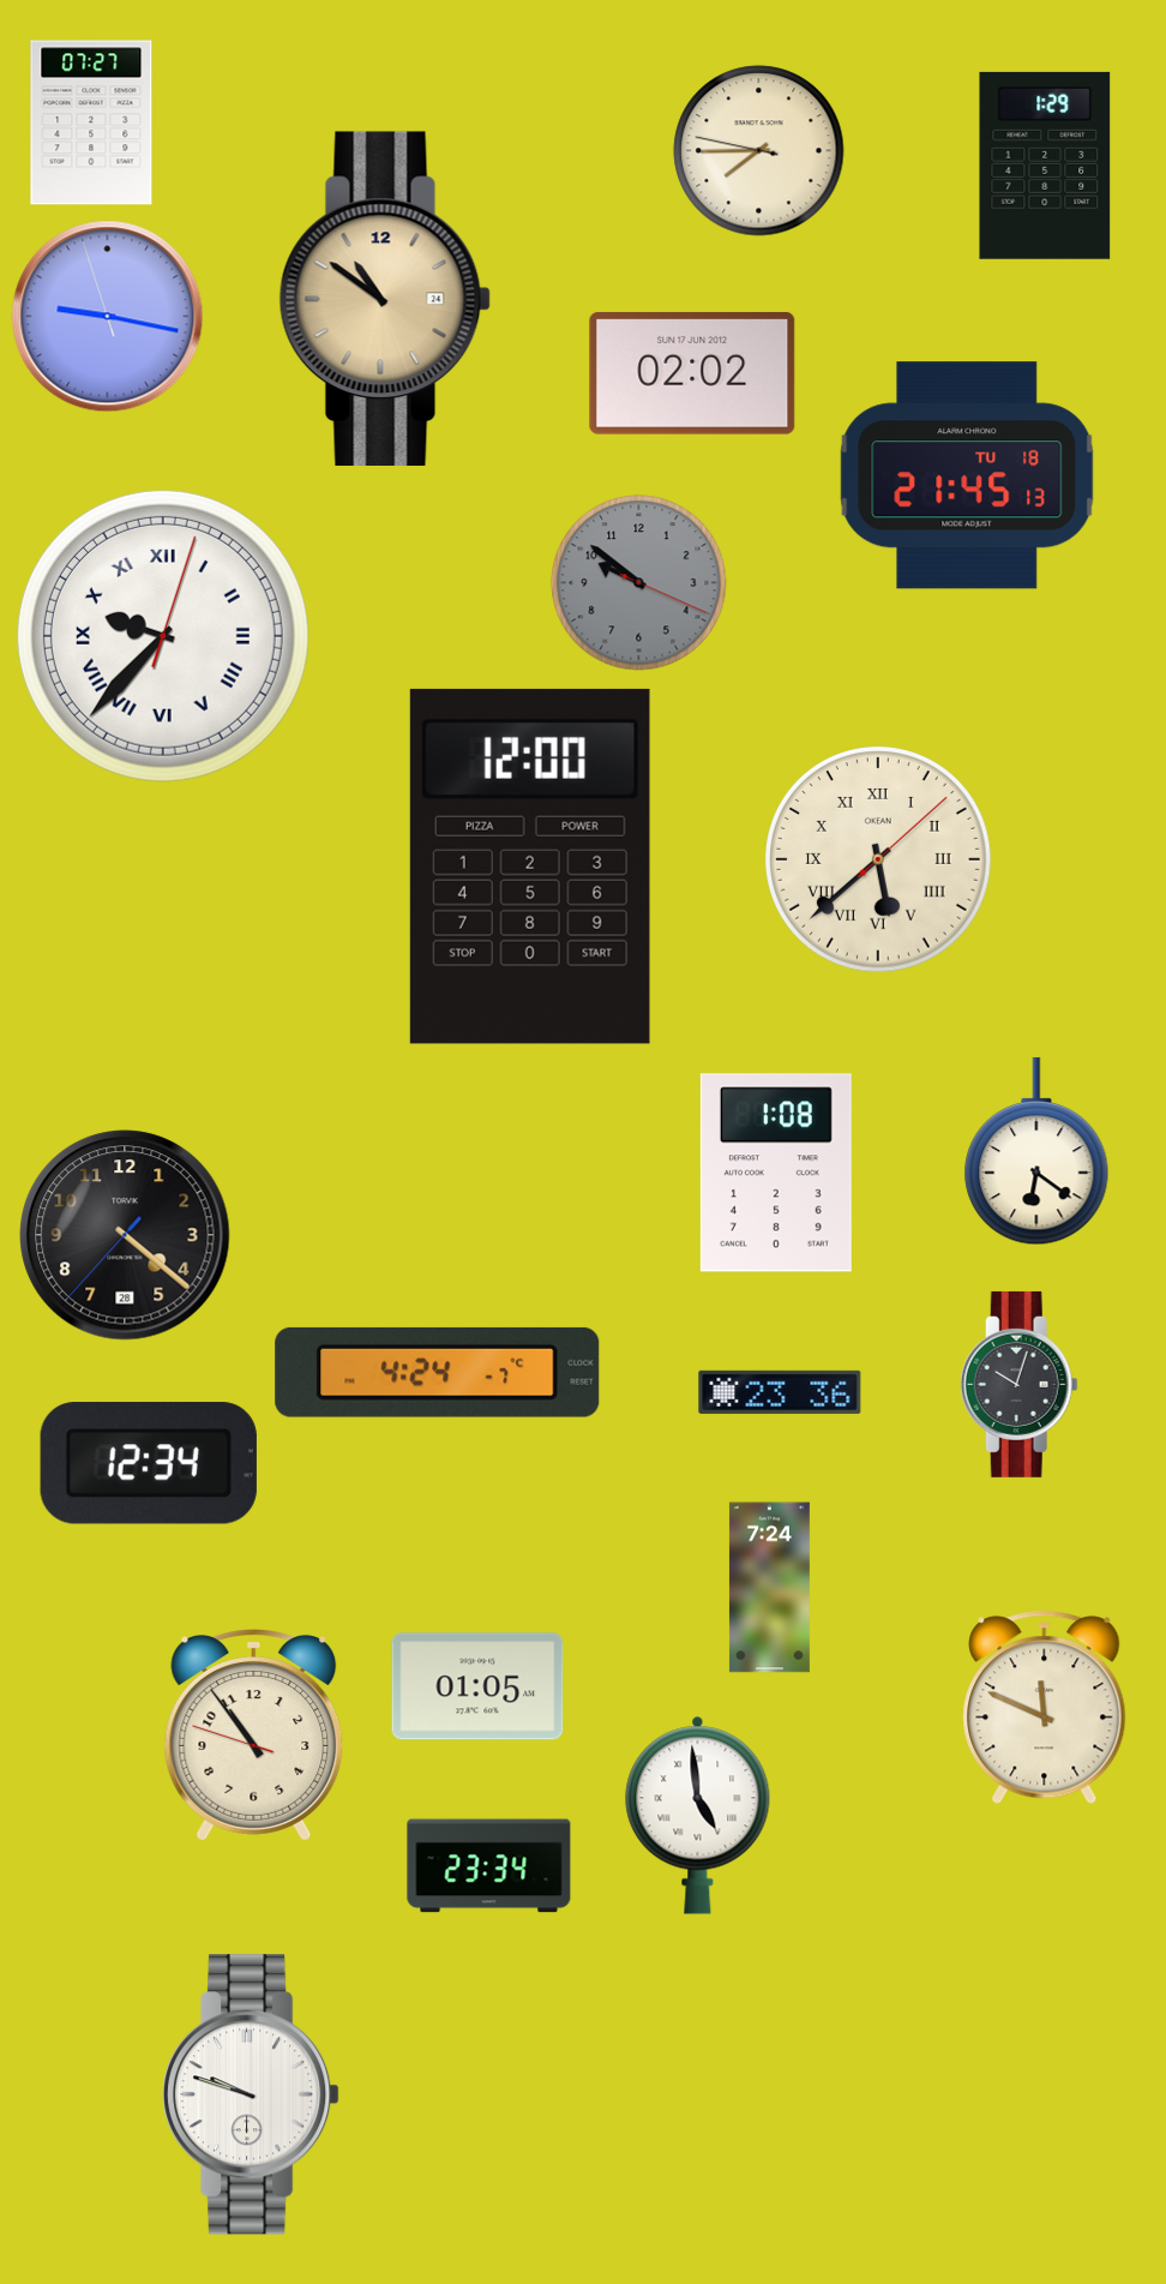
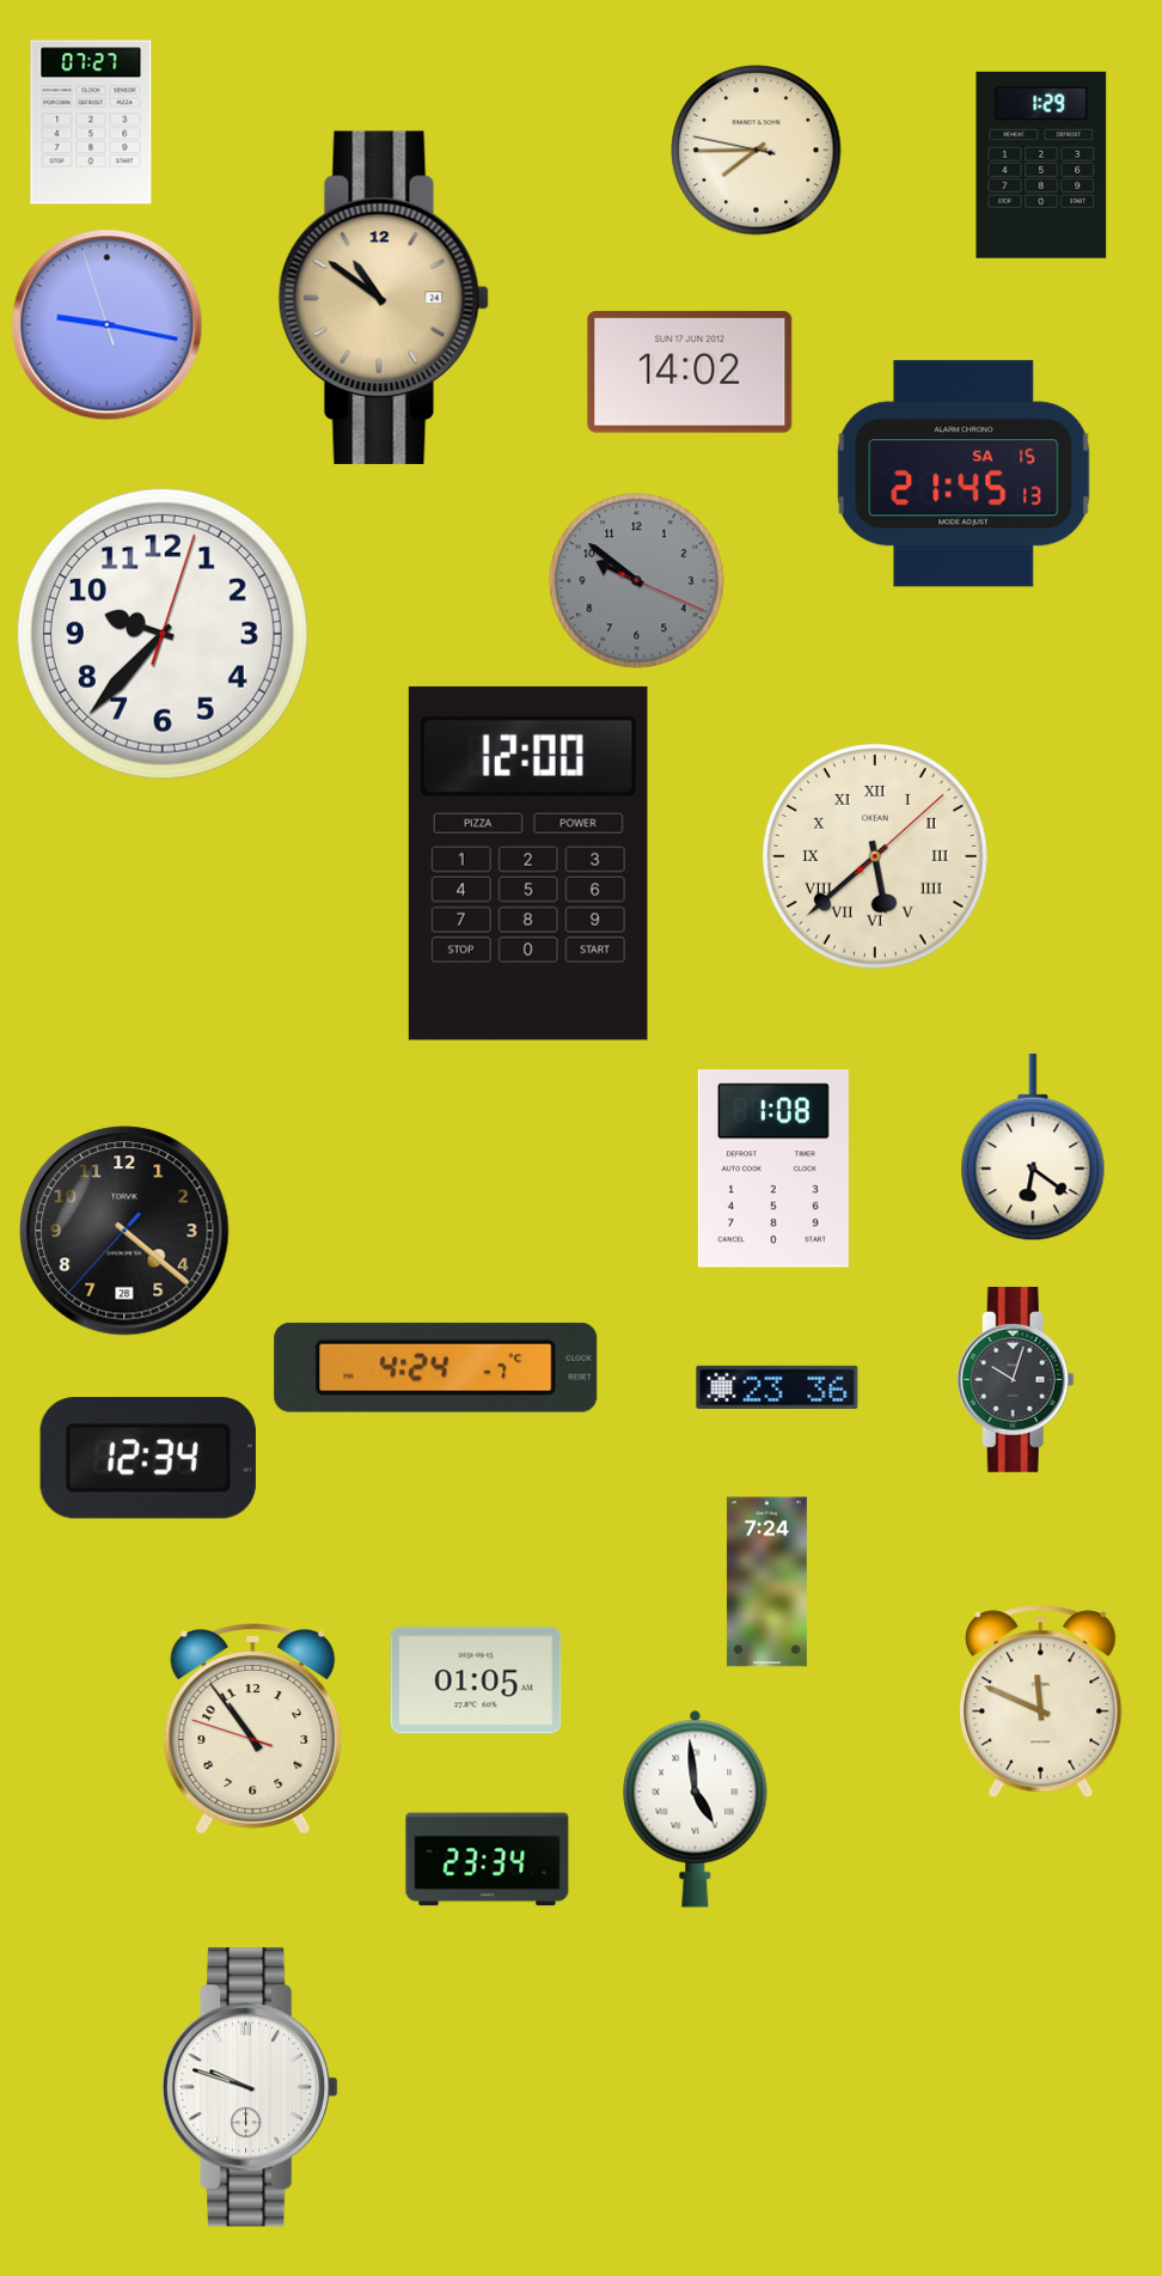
clock at (108, 317) position: (108, 317) -> (108, 325)
clock at (692, 373): 02:02 -> 14:02
clock at (967, 475) date: TU 18 -> SA 15
clock at (163, 636) numerals: Roman -> Arabic
